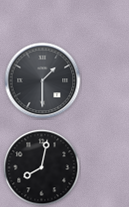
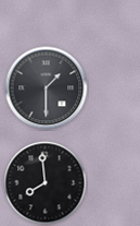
clock at (42, 168): 8:02 -> 7:59
